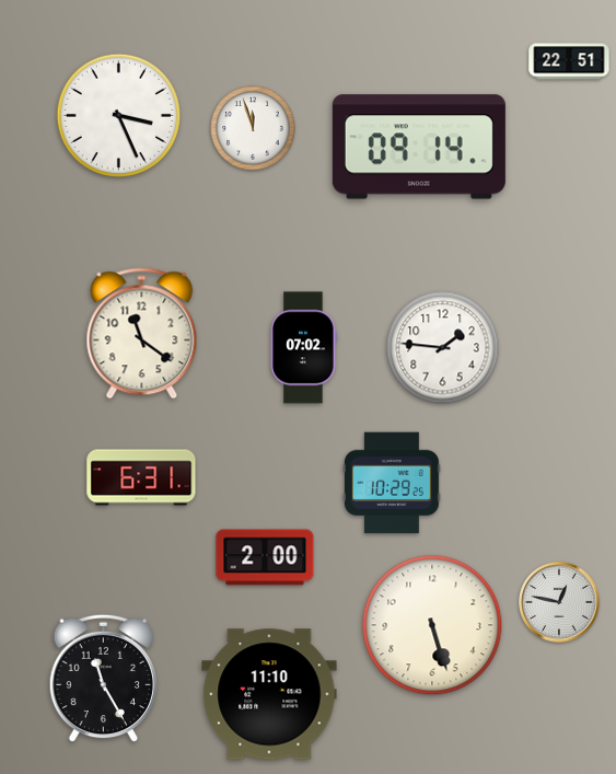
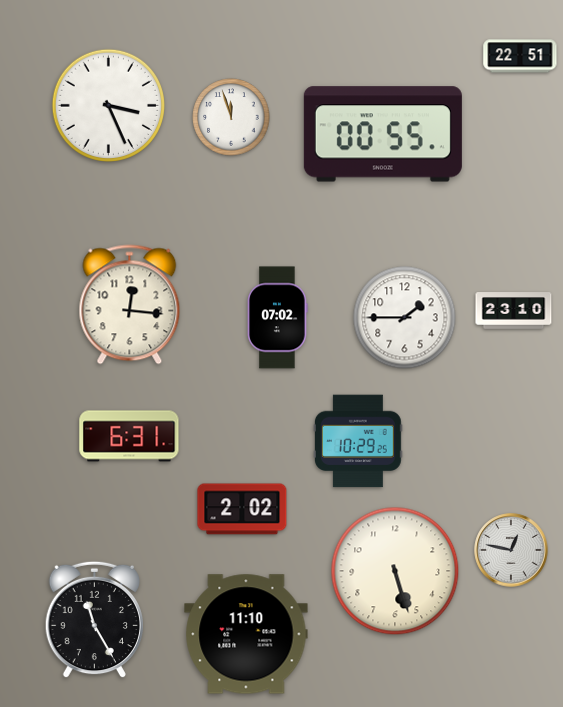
clock at (419, 147): 09:14 -> 00:55
clock at (142, 334): 11:21 -> 12:16
clock at (514, 311): none -> 23:10
clock at (443, 348): 1:46 -> 1:45
clock at (265, 557): 2:00 -> 2:02
